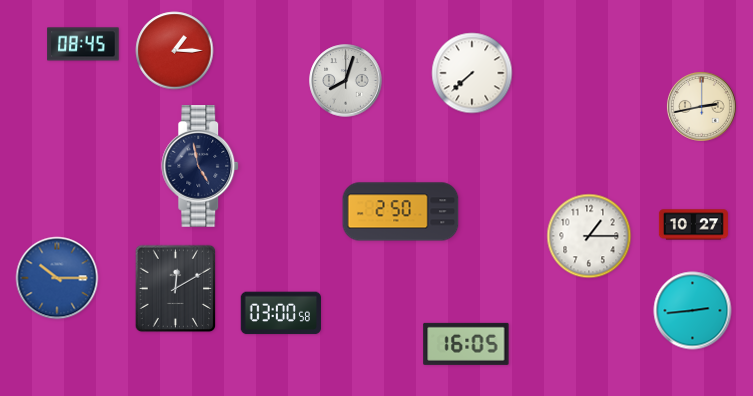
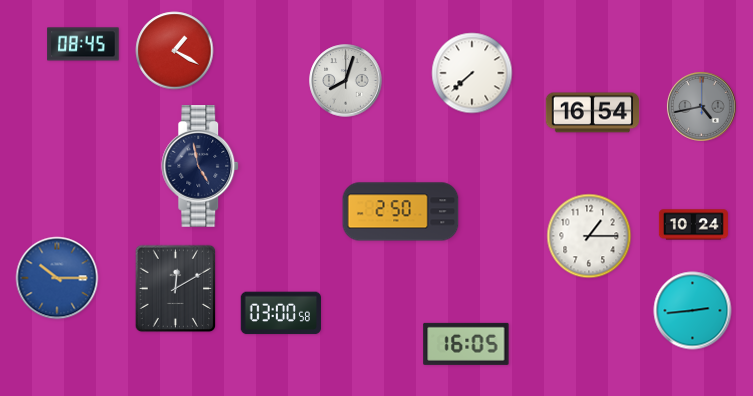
clock at (175, 51): 1:15 -> 1:20
clock at (701, 106): 2:43 -> 4:43
clock at (701, 106) dial: cream -> grey
clock at (593, 113): none -> 16:54
clock at (693, 225): 10:27 -> 10:24
